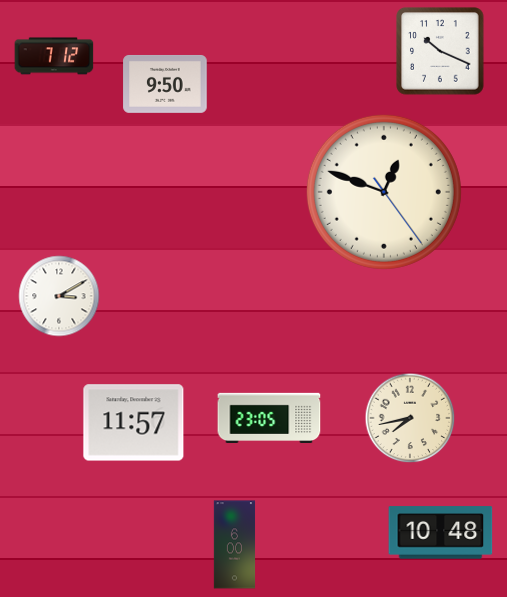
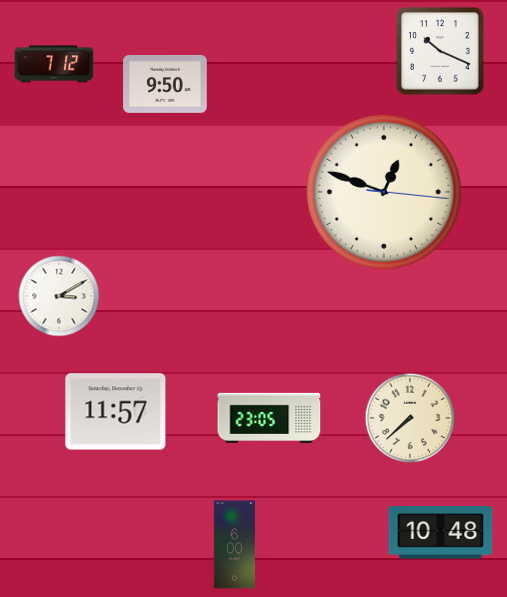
clock at (54, 56) position: (54, 56) -> (54, 64)
clock at (384, 192): 12:48:24 -> 12:48:16
clock at (410, 418): 7:43 -> 7:38
clock at (134, 423) position: (134, 423) -> (116, 412)
